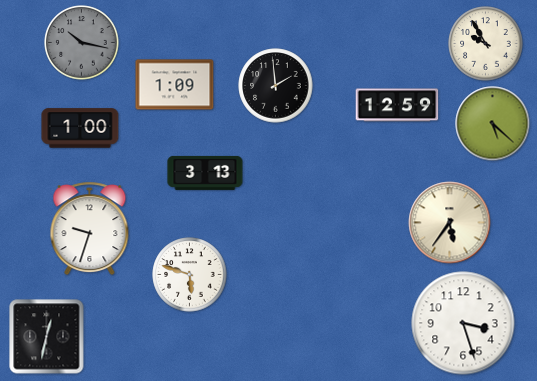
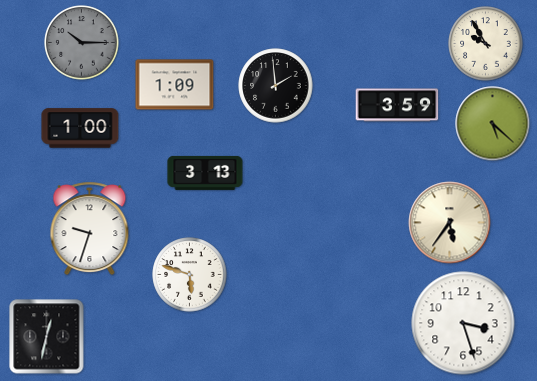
clock at (82, 43): 10:17 -> 10:15
clock at (397, 105): 12:59 -> 3:59
